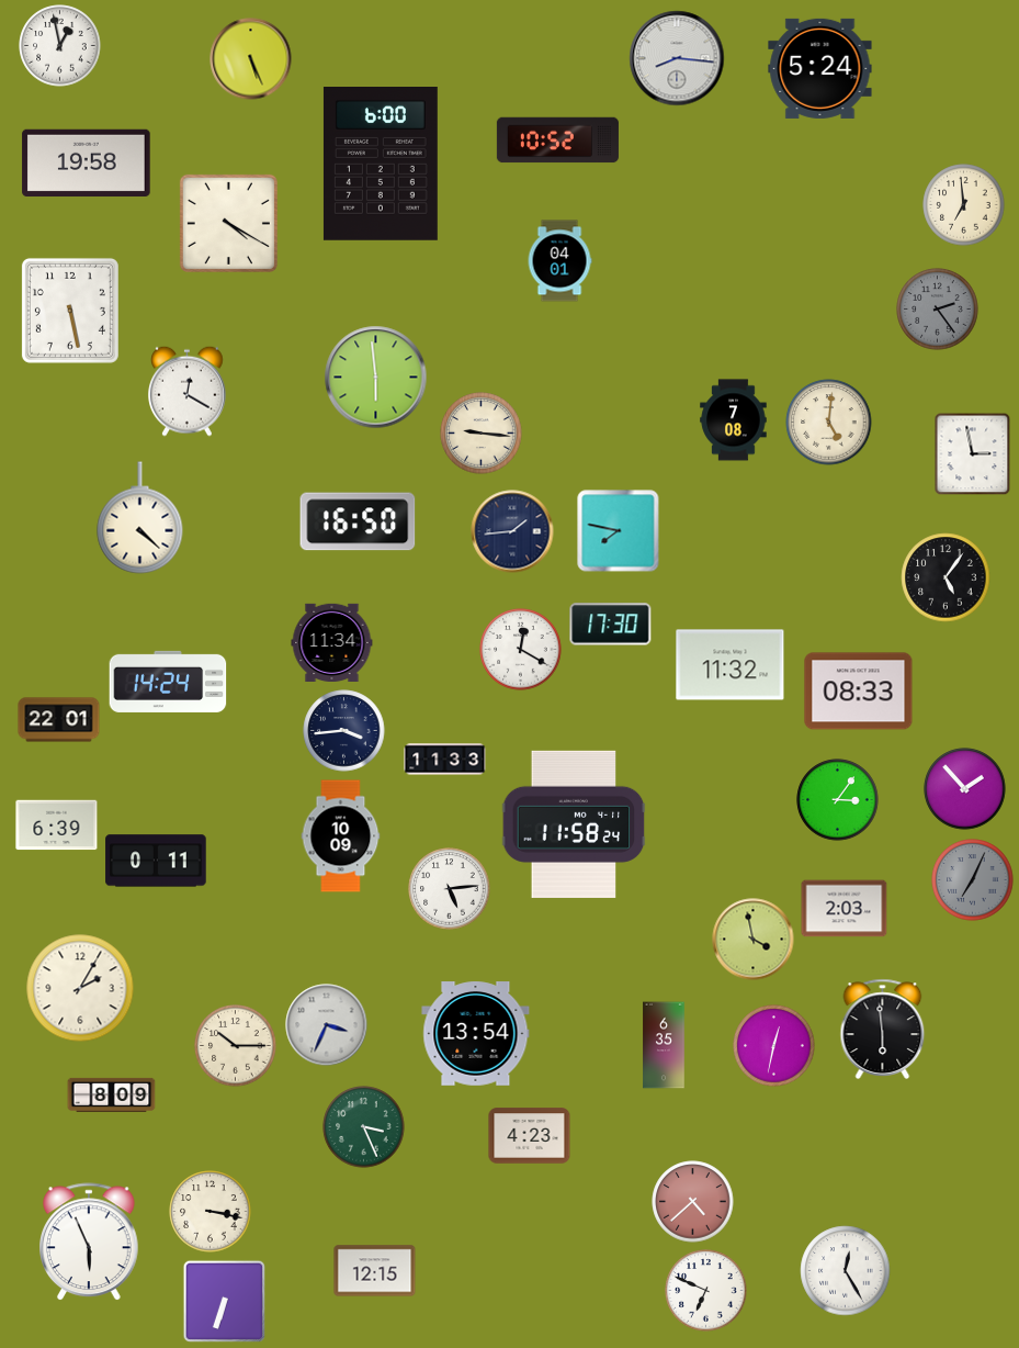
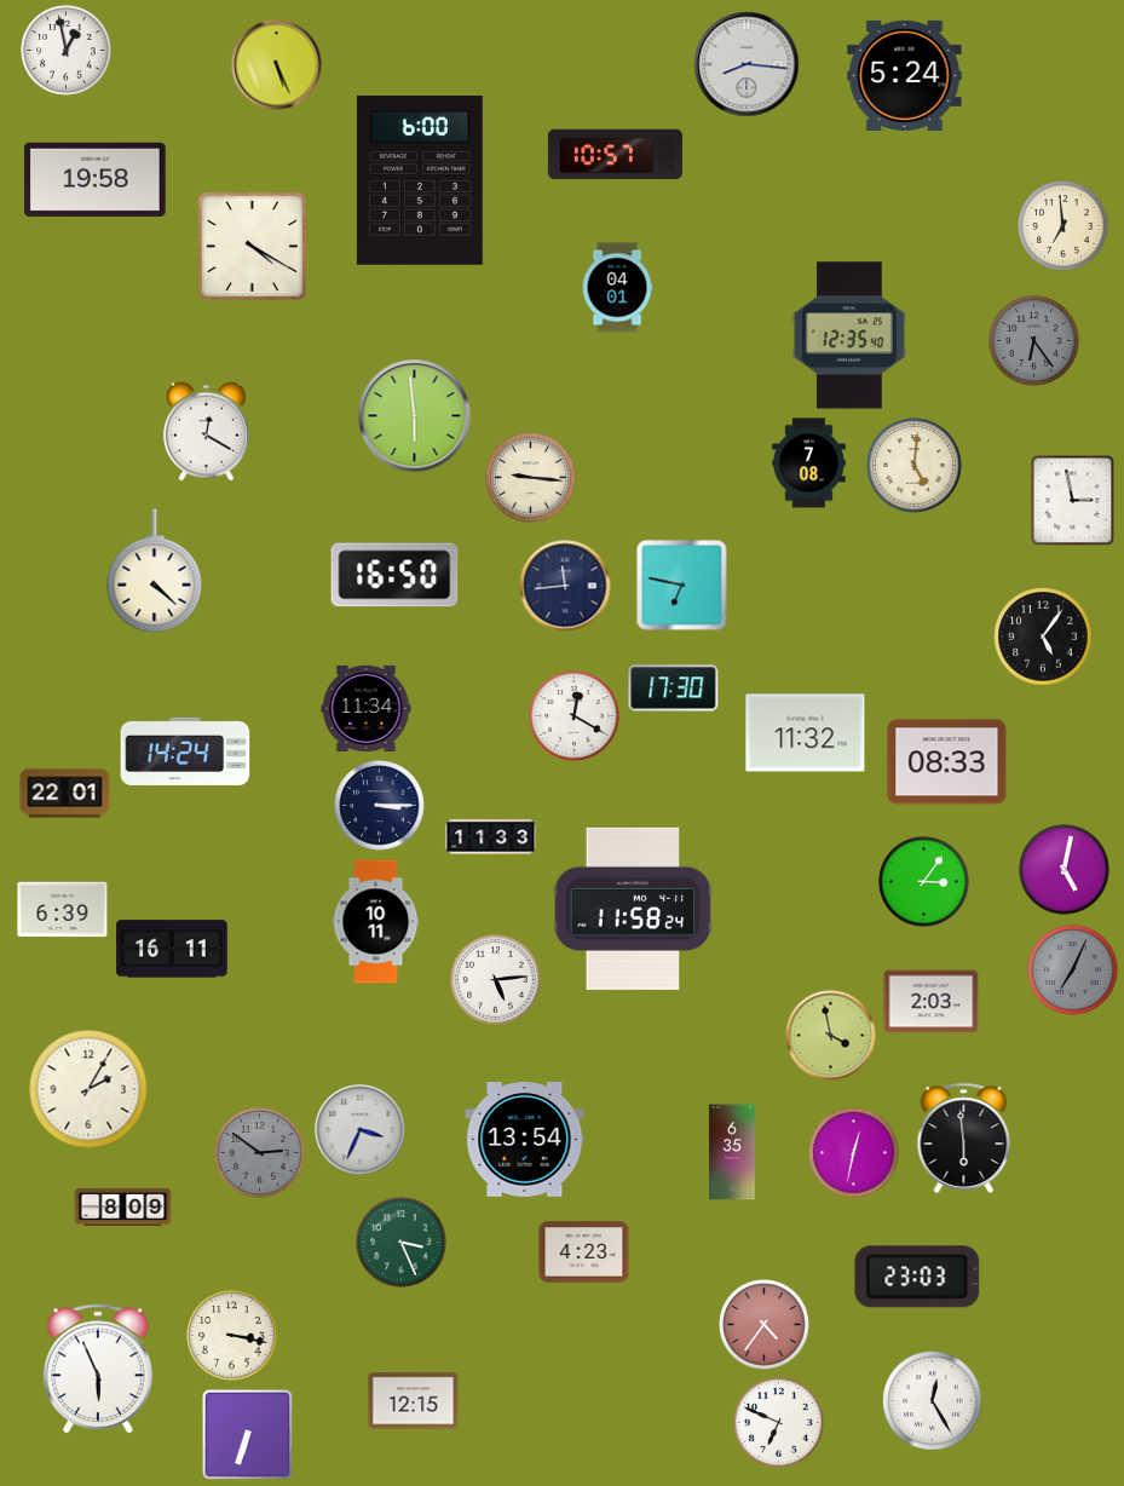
clock at (557, 141): 10:52 -> 10:57
clock at (849, 335): none -> 12:35
clock at (938, 310): 2:24 -> 6:24
clock at (70, 311): 5:28 -> none
clock at (512, 531): 1:44 -> 11:44
clock at (619, 531): 7:47 -> 6:47
clock at (344, 731): 3:44 -> 3:15
clock at (965, 789): 1:53 -> 5:02
clock at (341, 836): 10:09 -> 10:11
clock at (156, 861): 0:11 -> 16:11
clock at (883, 1029) position: (883, 1029) -> (964, 1137)
clock at (236, 1046): 10:15 -> 2:51
clock at (236, 1046) dial: cream -> grey
clock at (917, 1277): none -> 23:03
clock at (693, 1202): 4:38 -> 4:36
